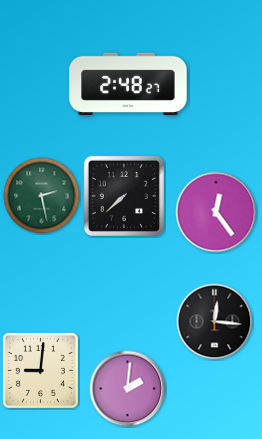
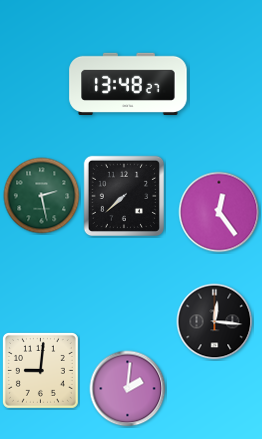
clock at (128, 83): 2:48 -> 13:48
clock at (216, 212) position: (216, 212) -> (219, 212)
